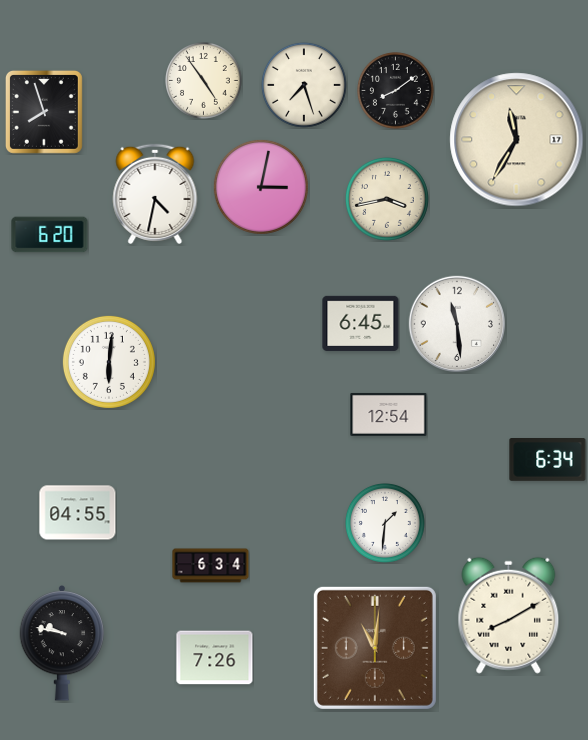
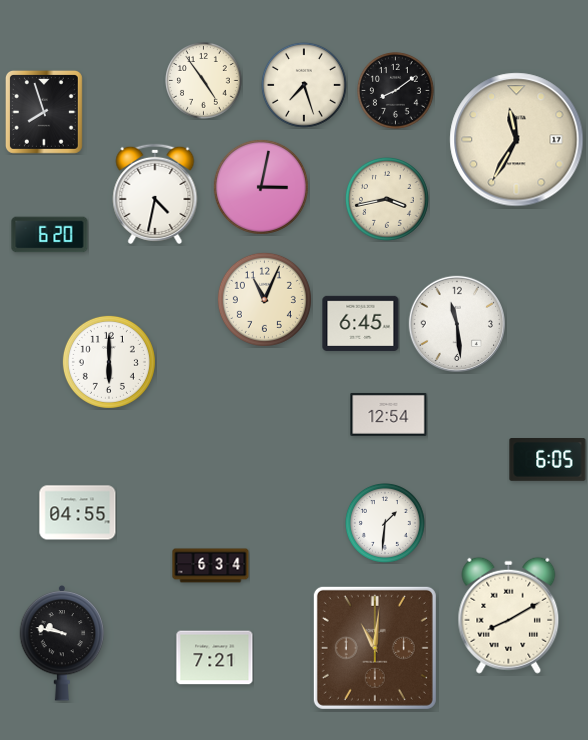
clock at (264, 299): none -> 11:04
clock at (109, 362): 6:01 -> 6:00
clock at (548, 460): 6:34 -> 6:05
clock at (215, 658): 7:26 -> 7:21
